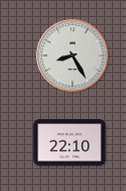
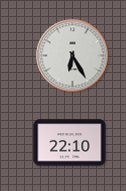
clock at (73, 56): 8:25 -> 6:25
